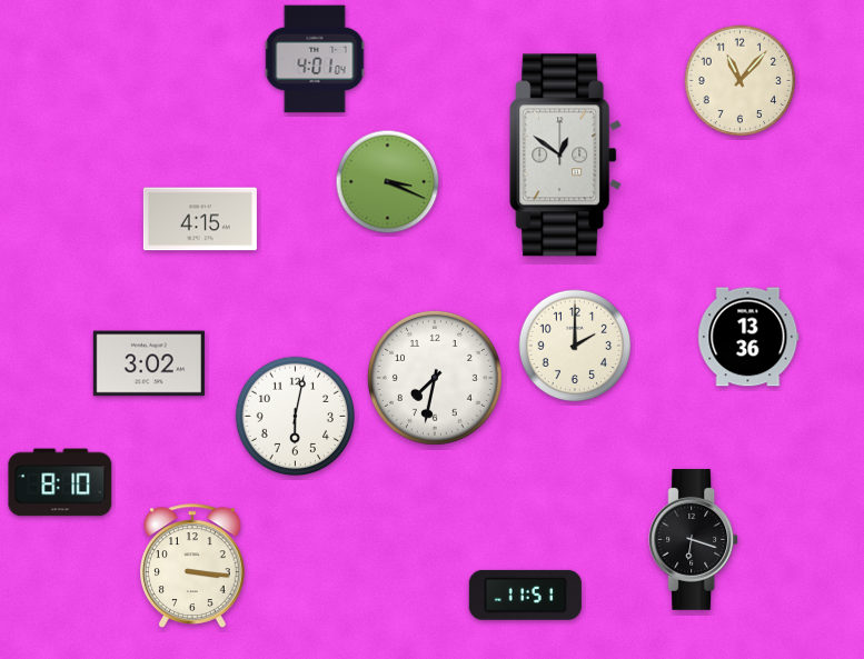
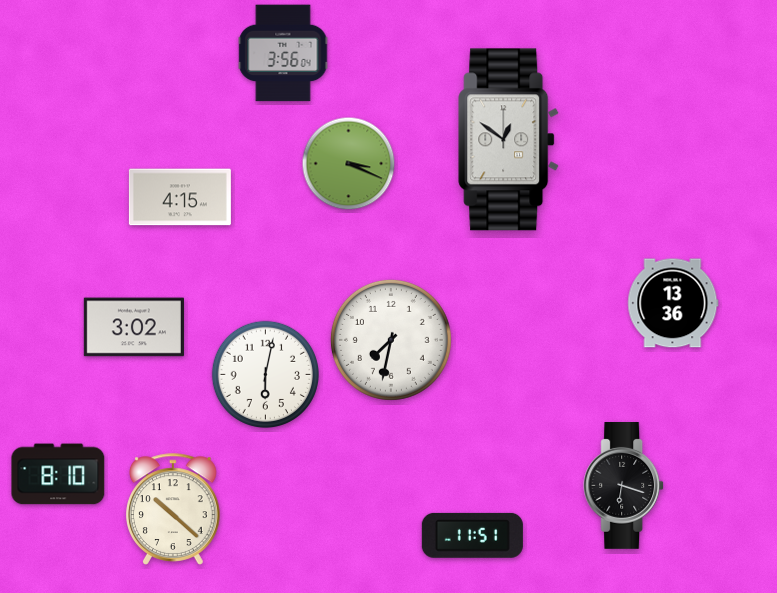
clock at (315, 59): 4:01 -> 3:56
clock at (741, 81): 11:07 -> none
clock at (575, 346): 2:00 -> none
clock at (60, 482) position: (60, 482) -> (58, 474)
clock at (193, 566): 3:16 -> 10:22
